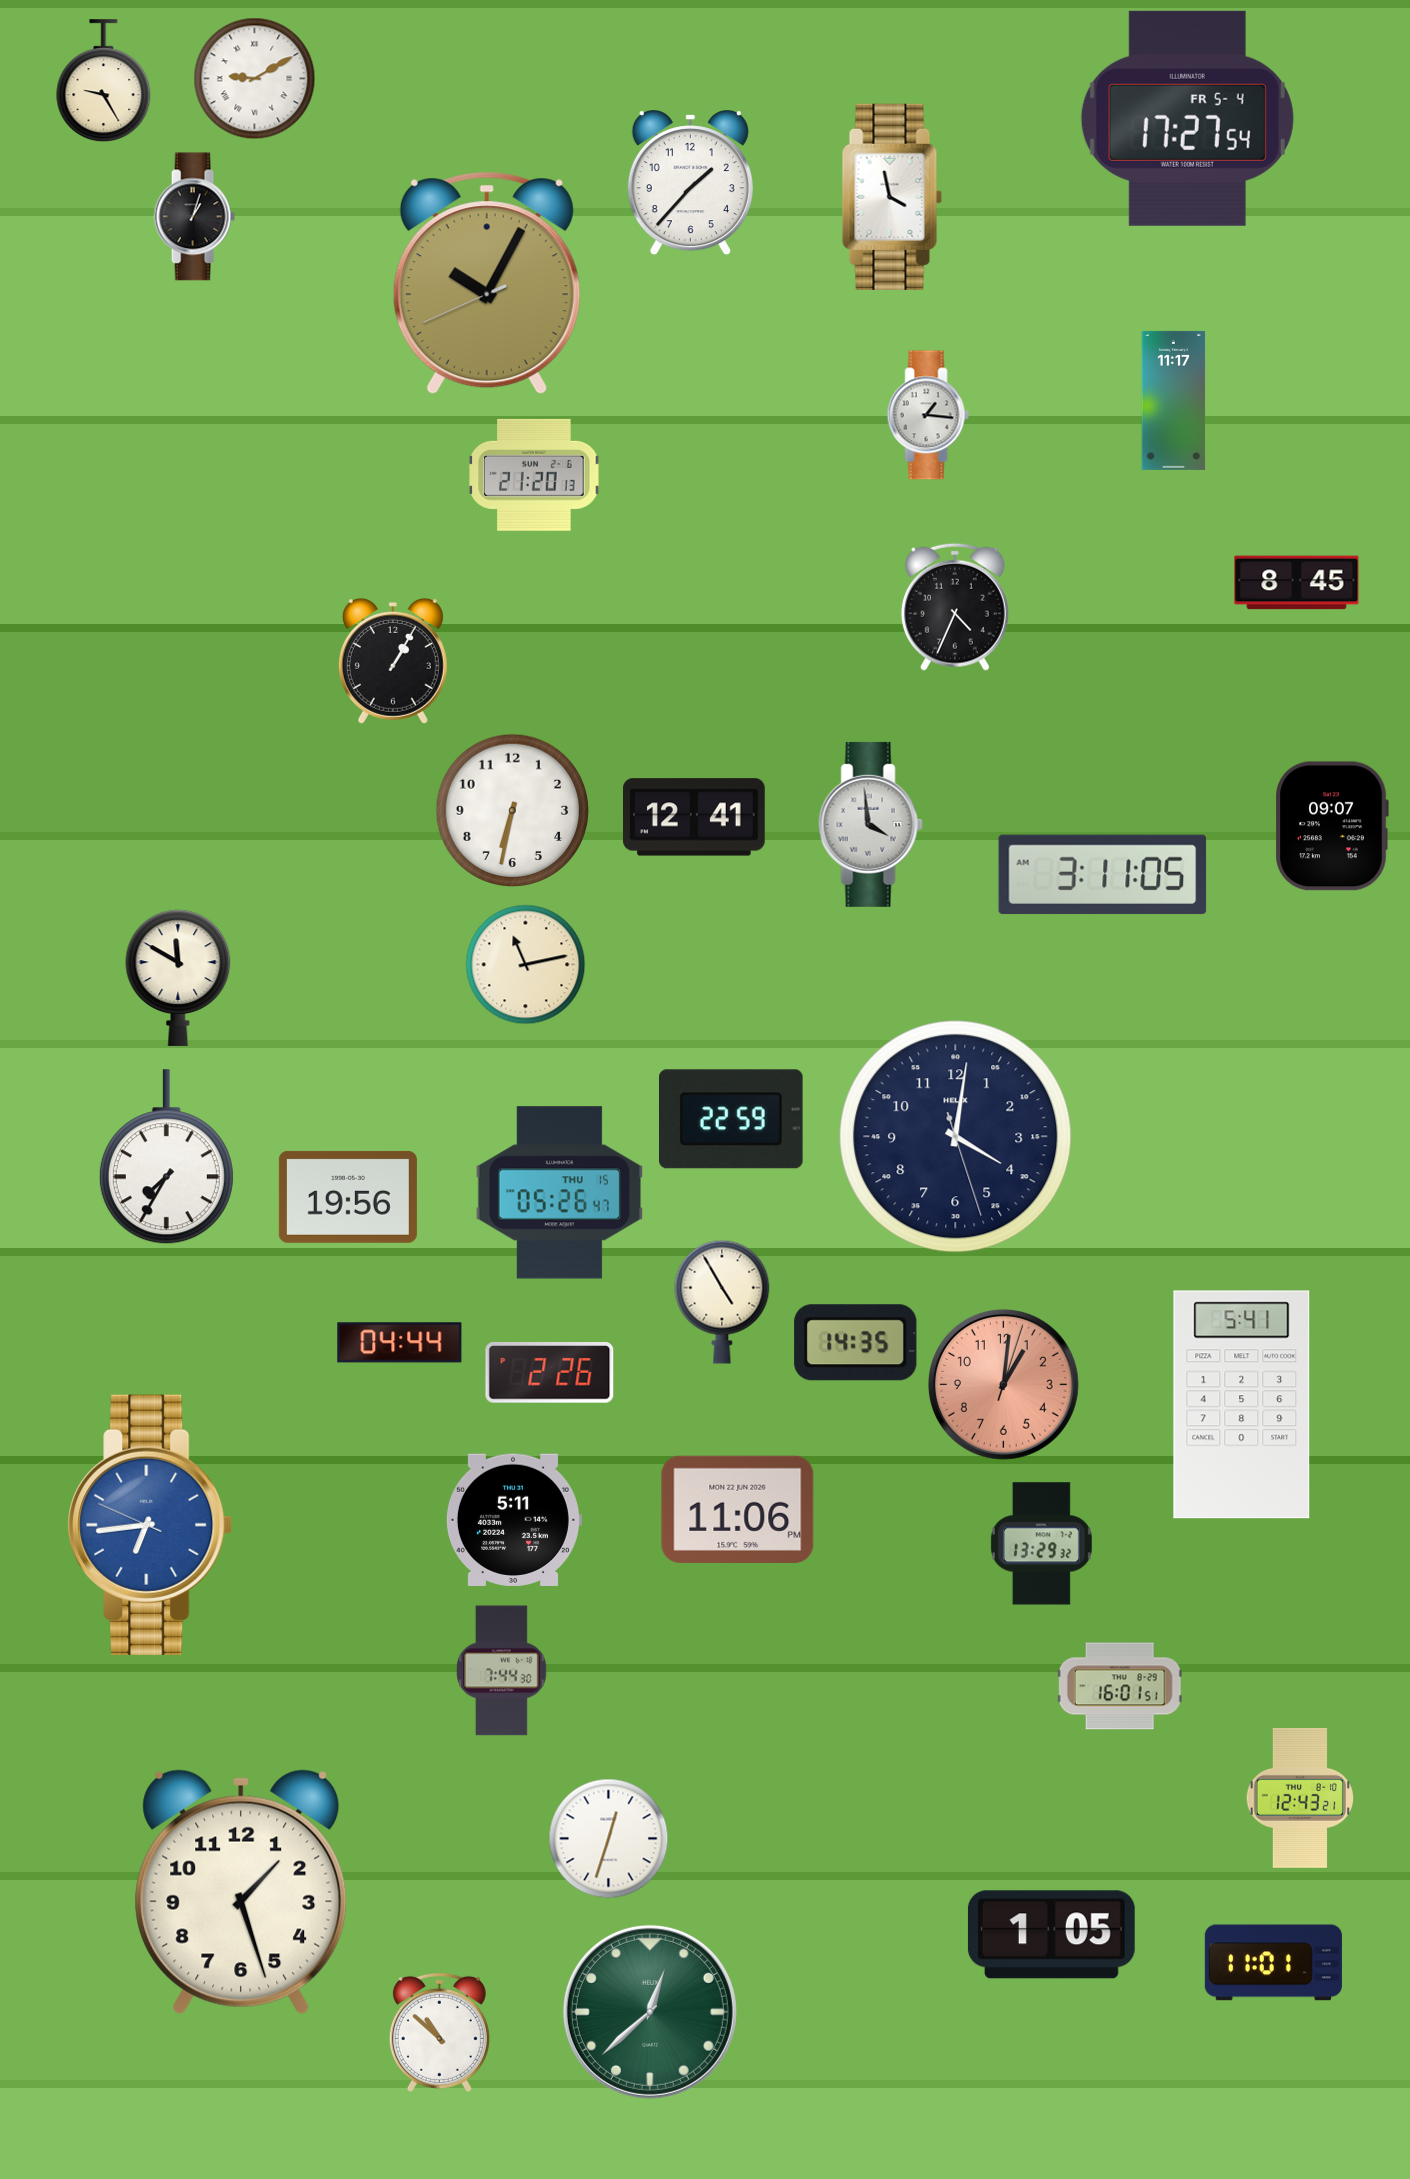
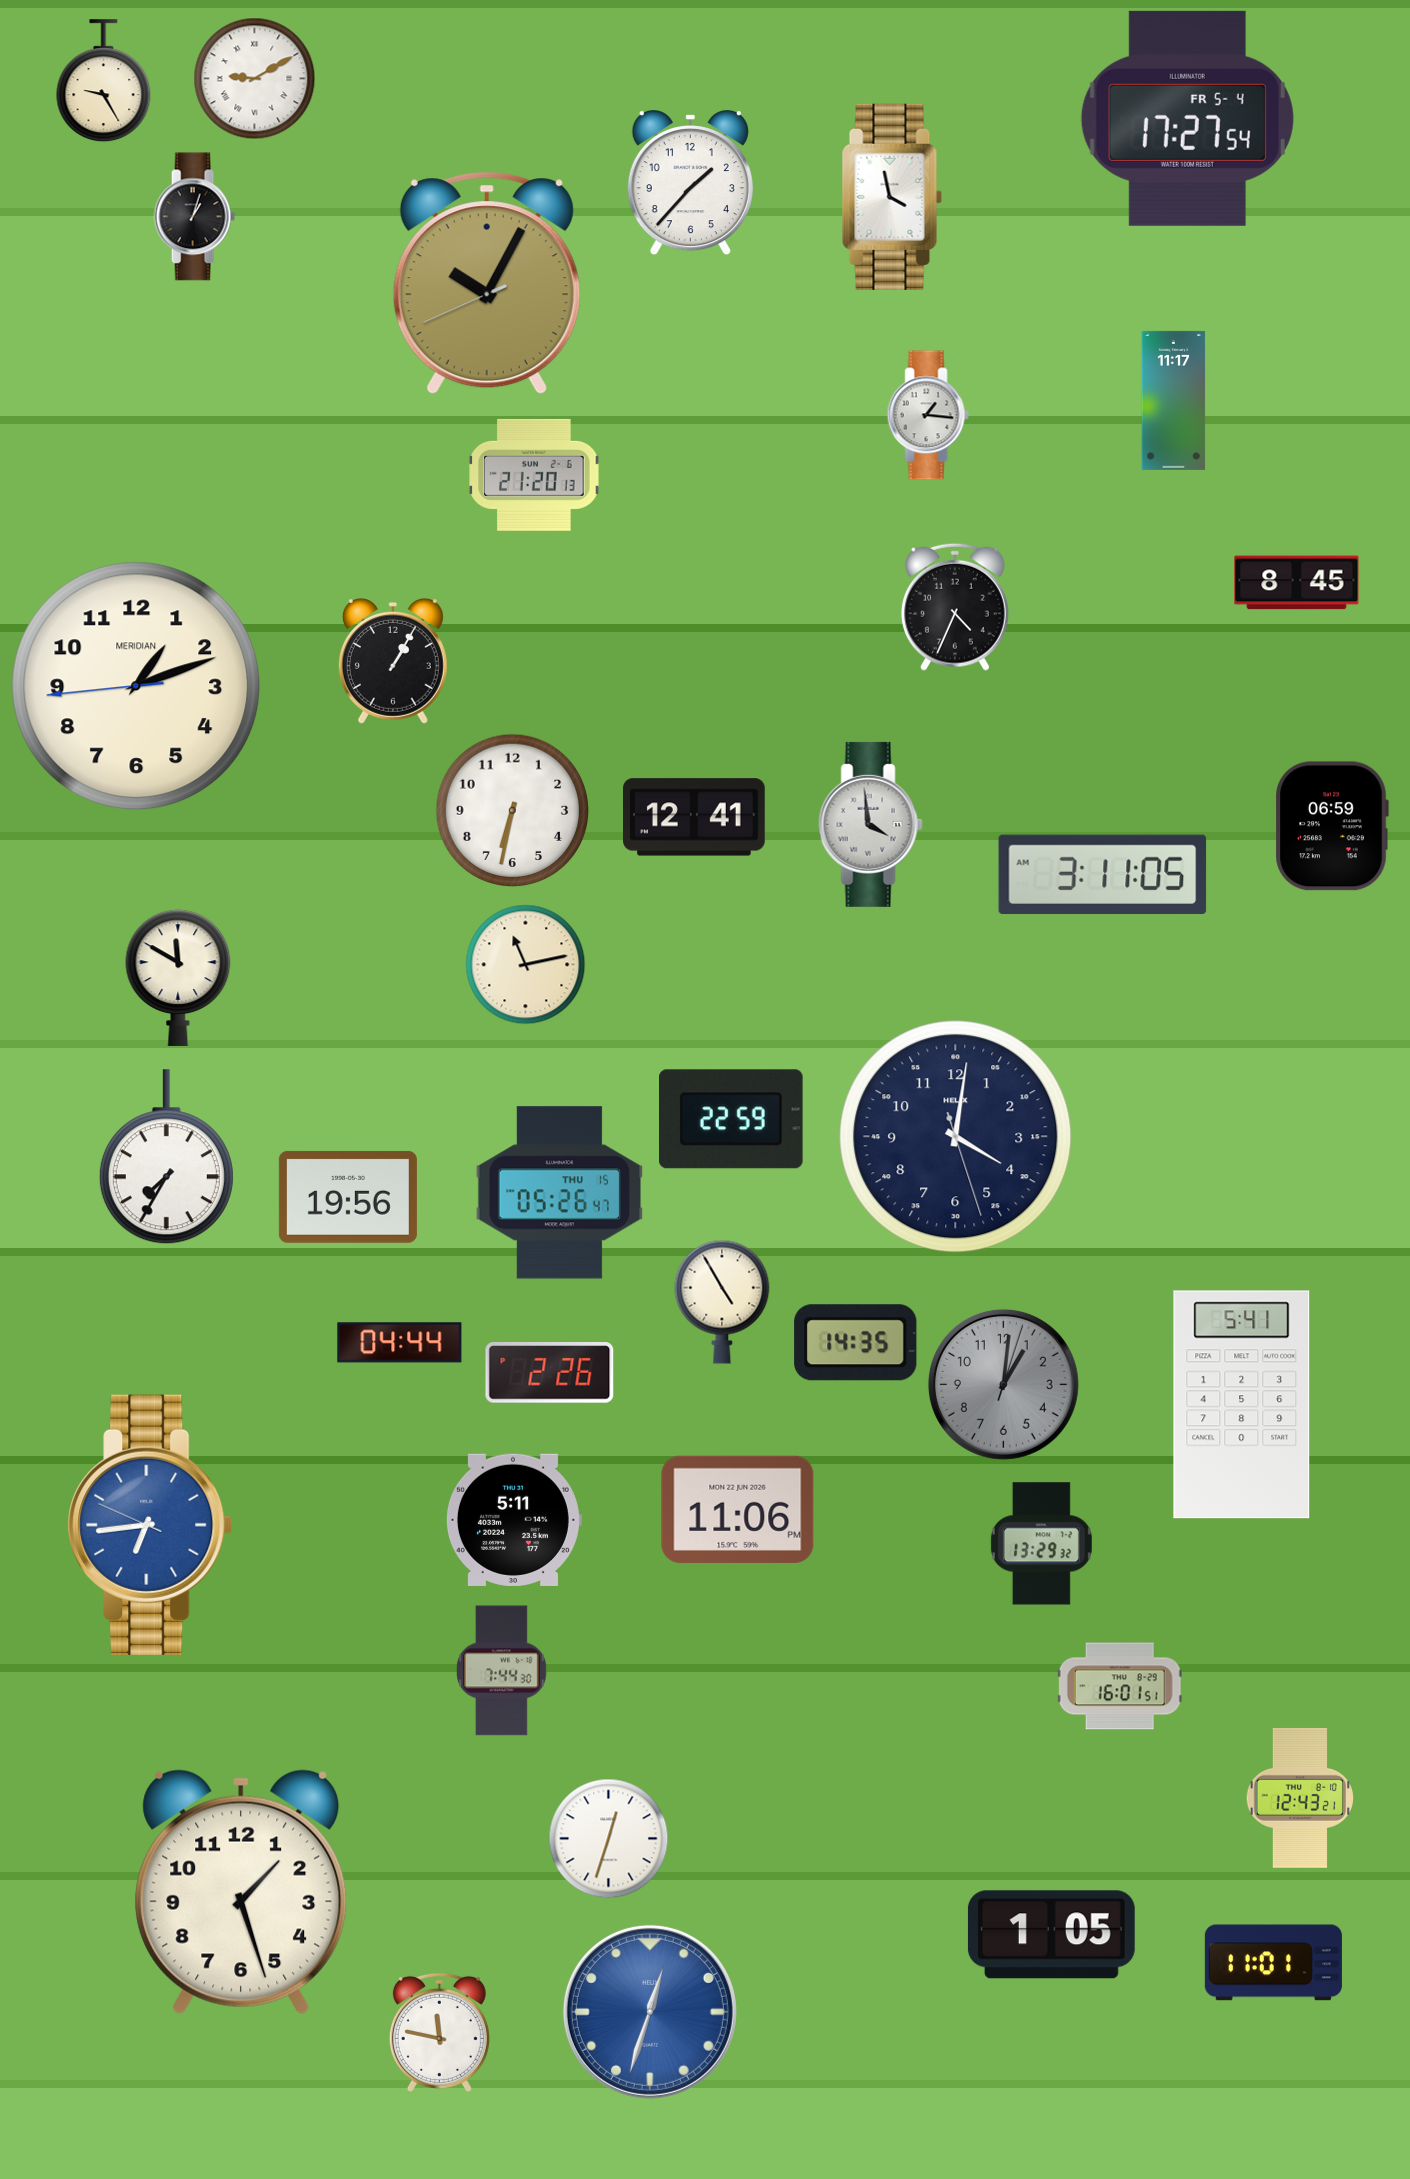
clock at (136, 686): none -> 1:11
clock at (1332, 826): 09:07 -> 06:59
clock at (1003, 1384) dial: salmon -> grey
clock at (650, 2012): 12:38 -> 12:33
clock at (650, 2012) dial: green -> blue
clock at (439, 2032): 10:52 -> 11:47
